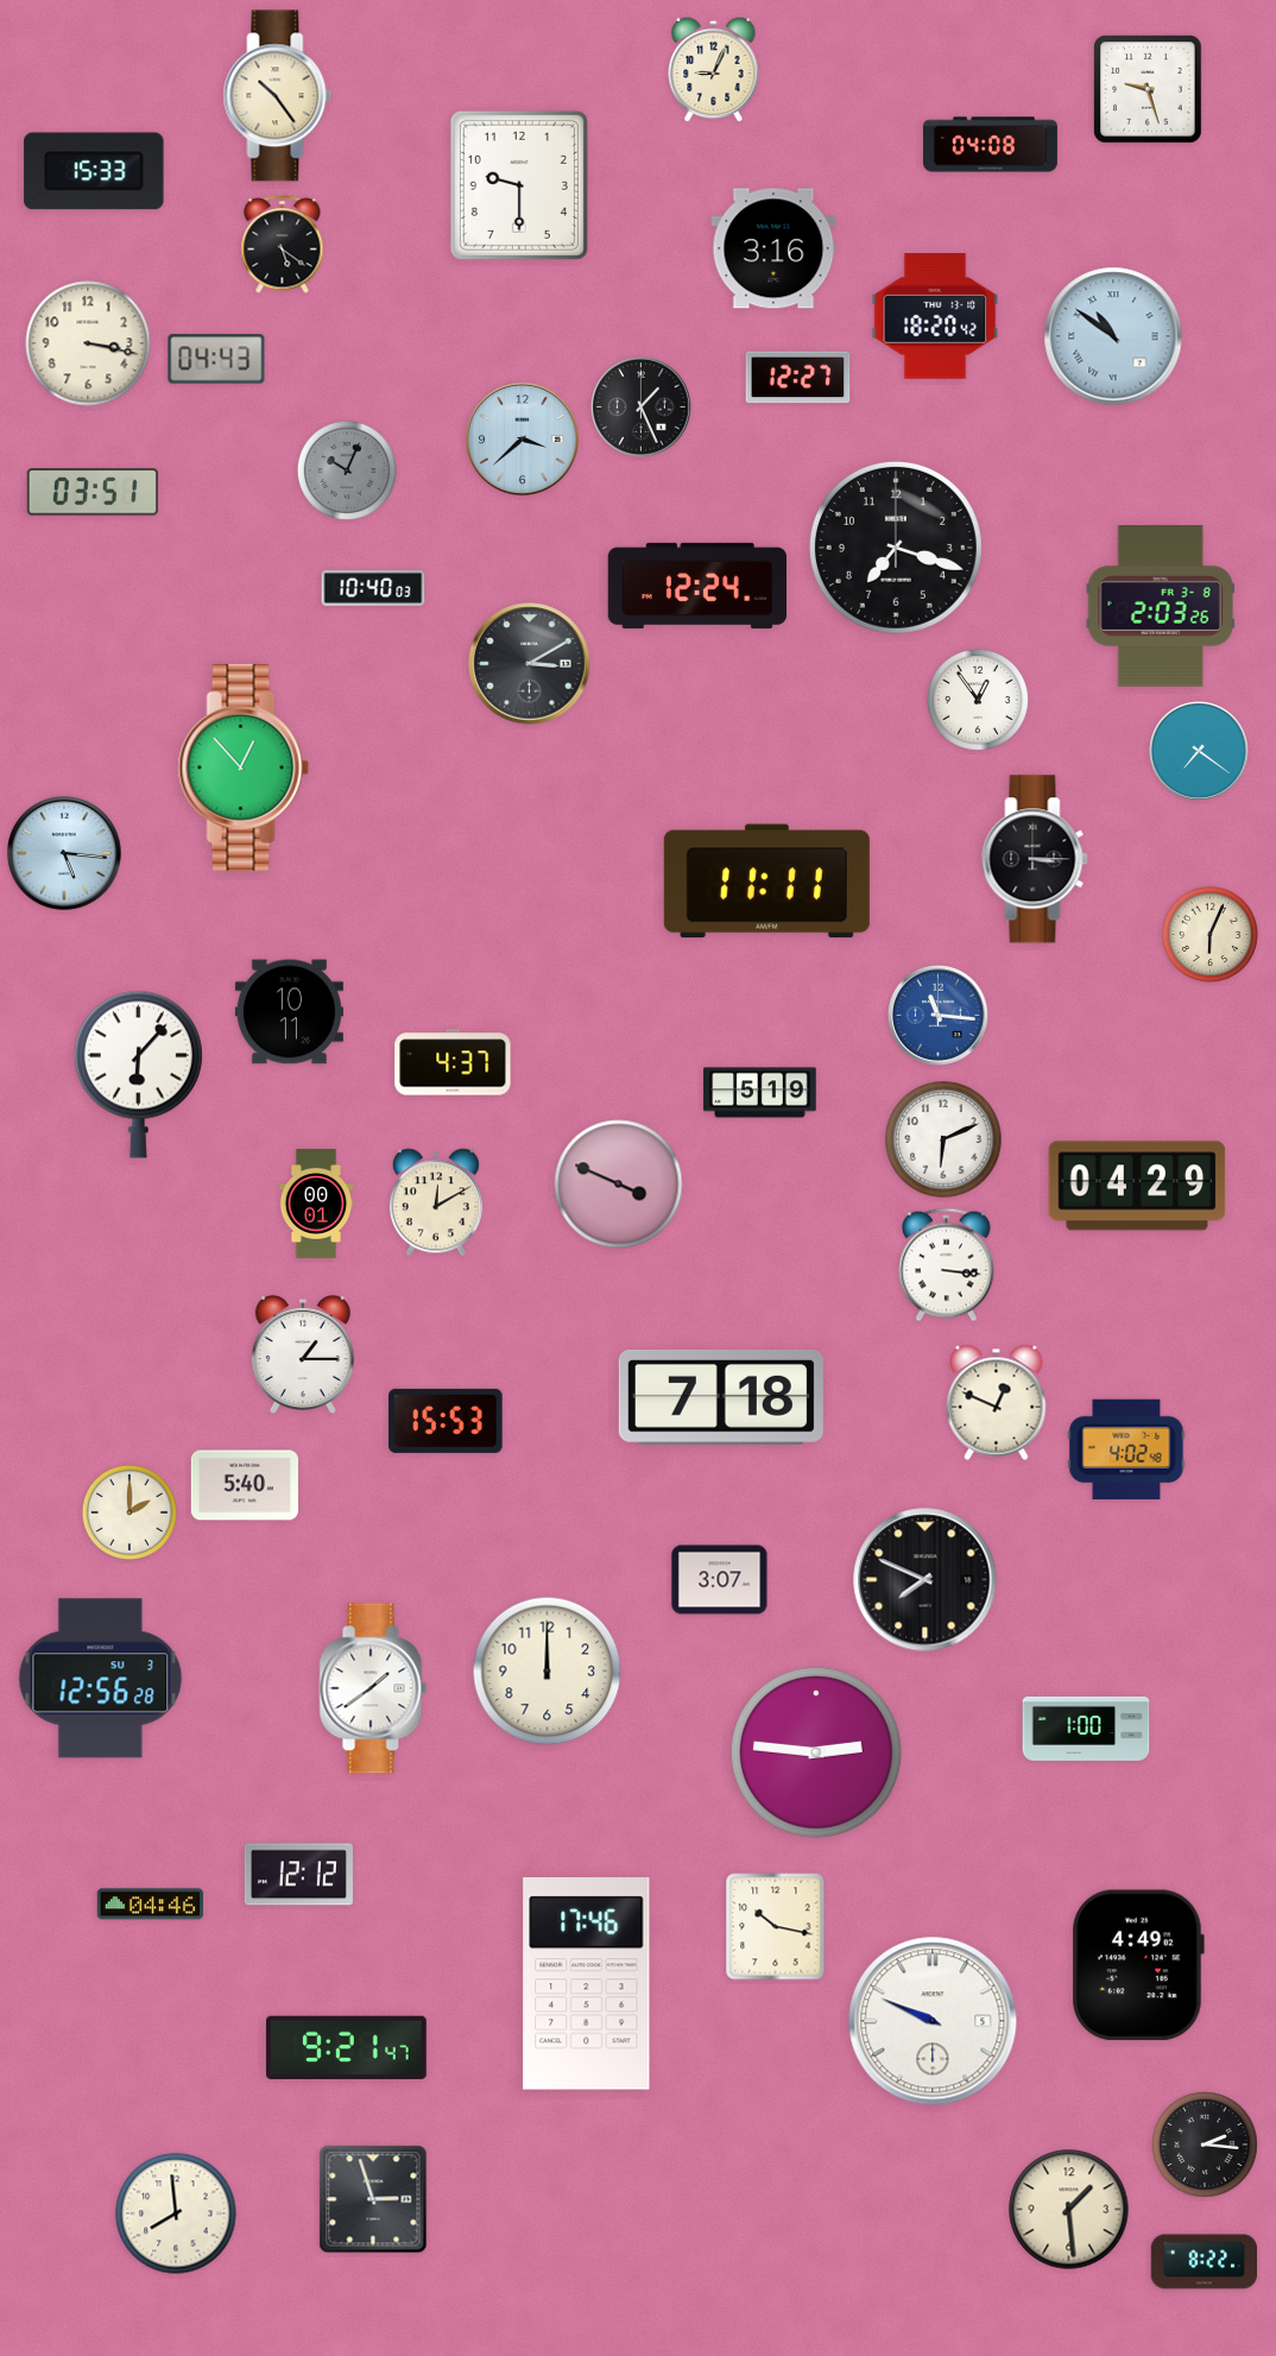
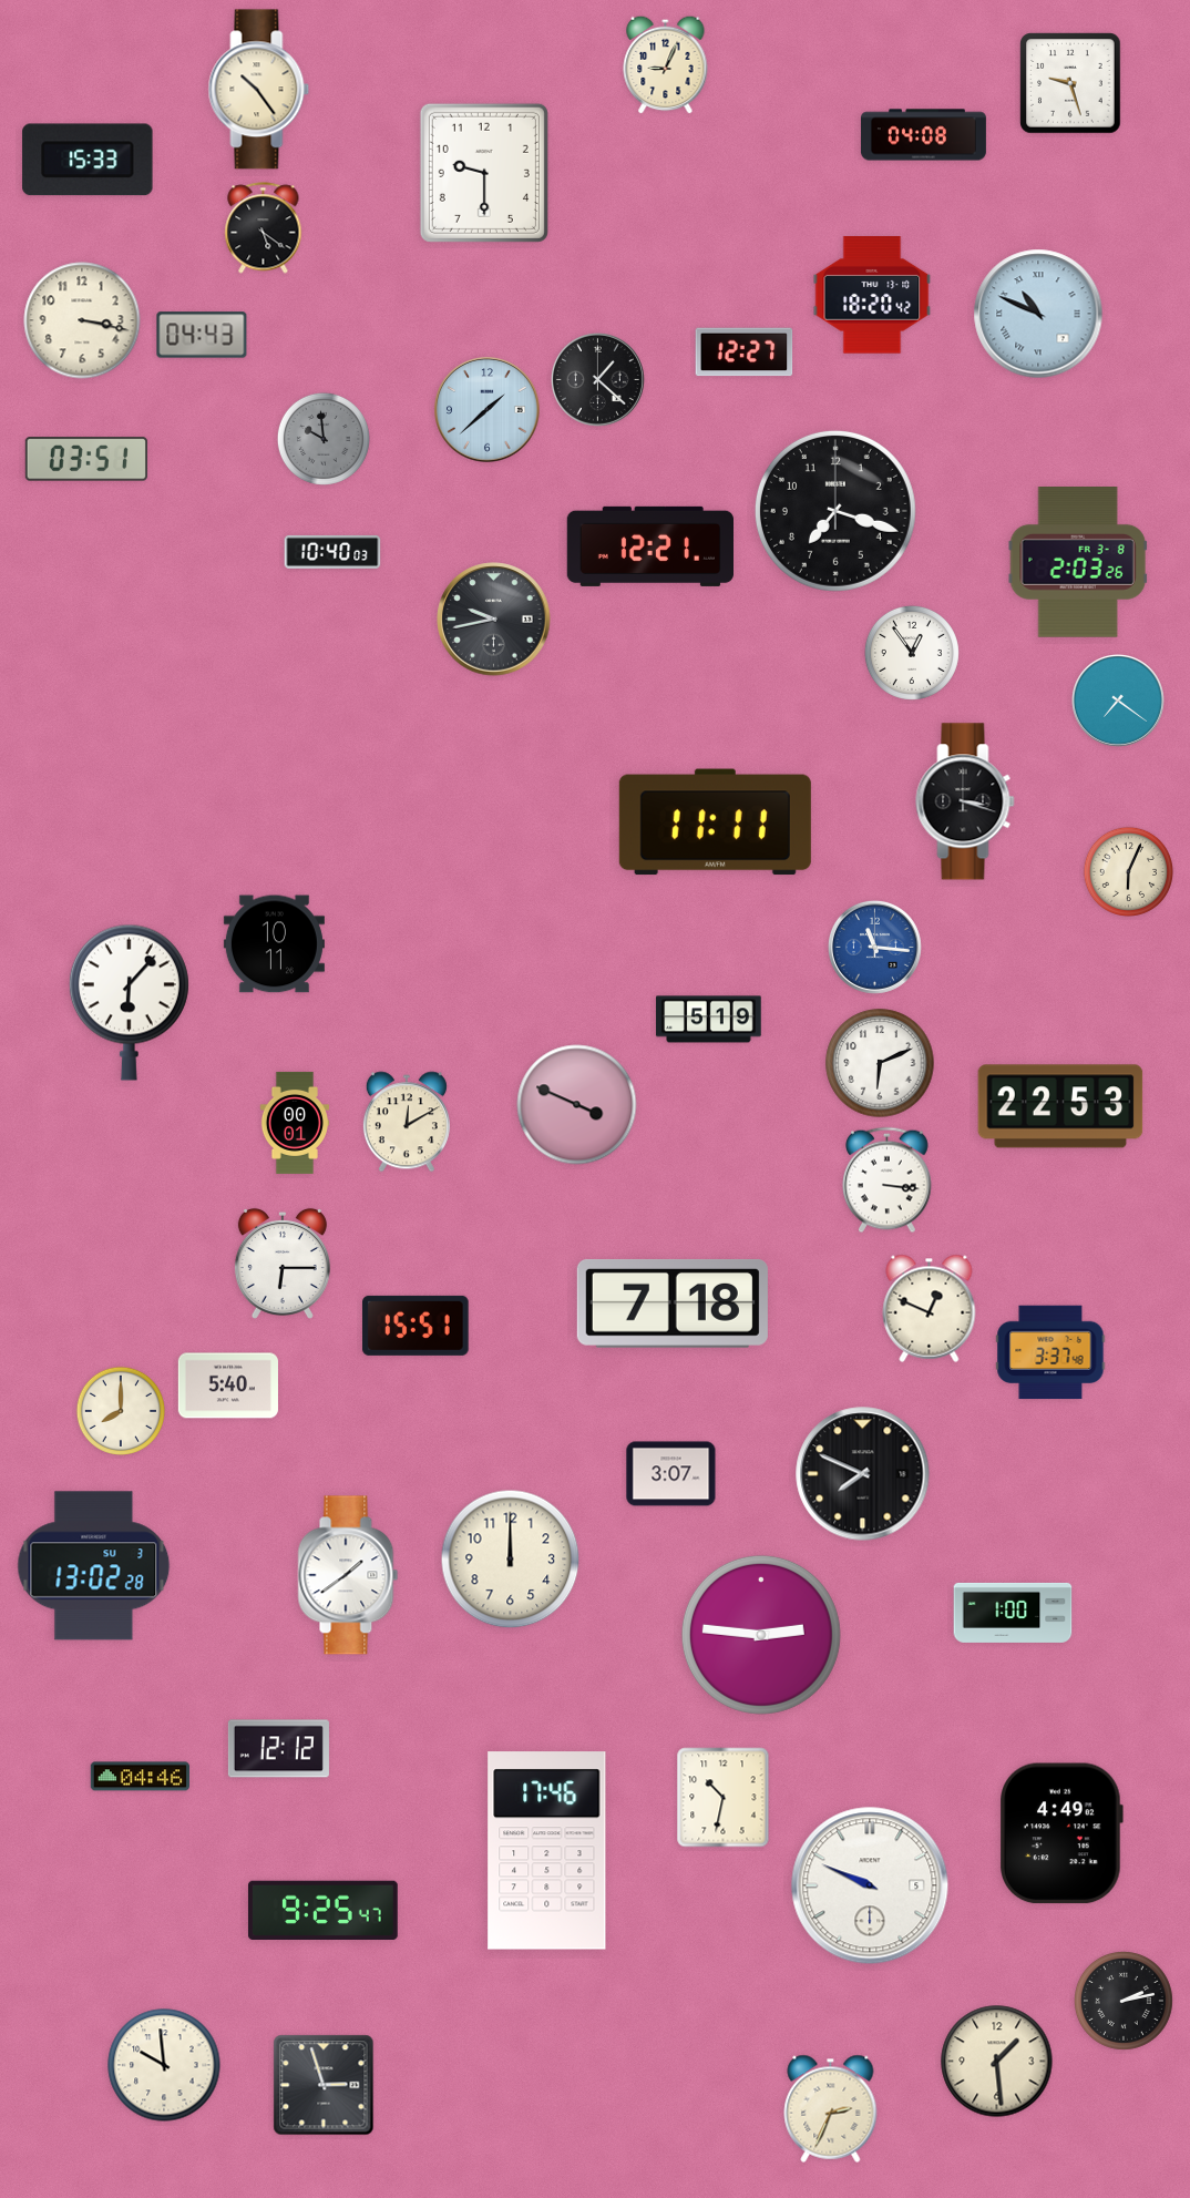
clock at (773, 248): 3:16 -> none
clock at (1113, 336): 10:51 -> 10:49
clock at (640, 406): 1:26 -> 1:22
clock at (523, 440): 3:38 -> 1:38
clock at (347, 470): 10:04 -> 9:59
clock at (696, 586): 12:24 -> 12:21
clock at (373, 588) position: (373, 588) -> (332, 552)
clock at (1161, 607) position: (1161, 607) -> (1078, 563)
clock at (530, 664): 3:10 -> 9:43
clock at (244, 768): 12:53 -> none
clock at (64, 853): 5:16 -> none
clock at (1035, 859): 3:15 -> 3:18
clock at (289, 1012) position: (289, 1012) -> (274, 944)
clock at (453, 1062): 4:37 -> none
clock at (1137, 1186): 04:29 -> 22:53
clock at (947, 1265) position: (947, 1265) -> (888, 1180)
clock at (303, 1354): 1:15 -> 6:15
clock at (446, 1421): 15:53 -> 15:51
clock at (1126, 1449): 4:02 -> 3:37
clock at (128, 1511): 2:00 -> 8:00
clock at (101, 1679): 12:56 -> 13:02
clock at (776, 1927): 10:17 -> 10:32
clock at (346, 2048): 9:21 -> 9:25
clock at (1206, 2146): 2:16 -> 2:13
clock at (373, 2199) position: (373, 2199) -> (324, 2085)
clock at (176, 2213): 7:59 -> 9:59
clock at (831, 2108): none -> 2:34
clock at (1205, 2262): 8:22 -> none
